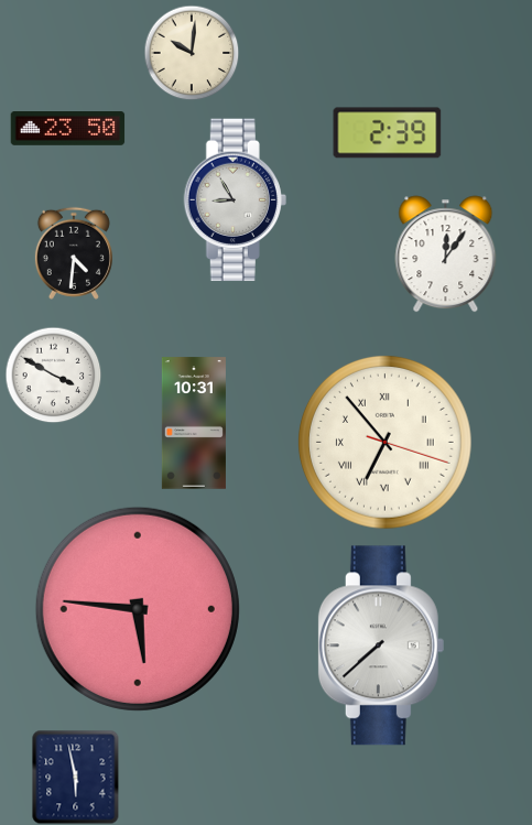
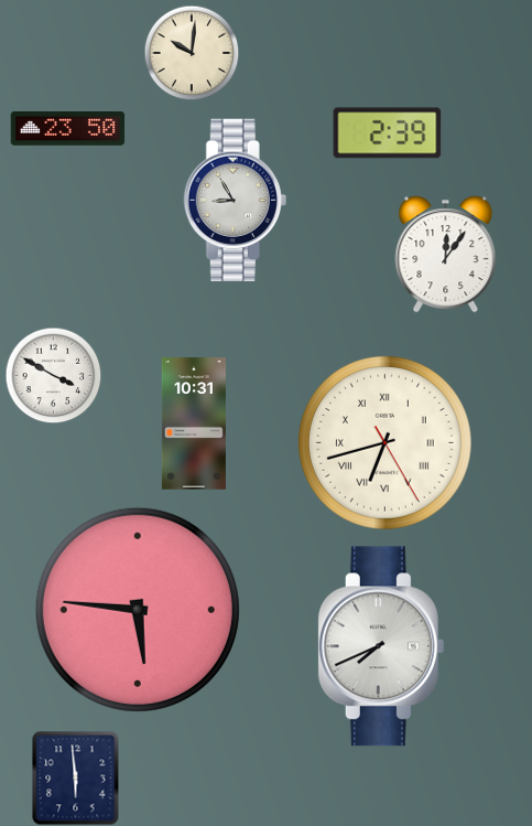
clock at (74, 253): 4:31 -> none
clock at (384, 442): 6:53 -> 6:42
clock at (381, 645): 7:38 -> 7:41
clock at (76, 777): 5:58 -> 5:59
